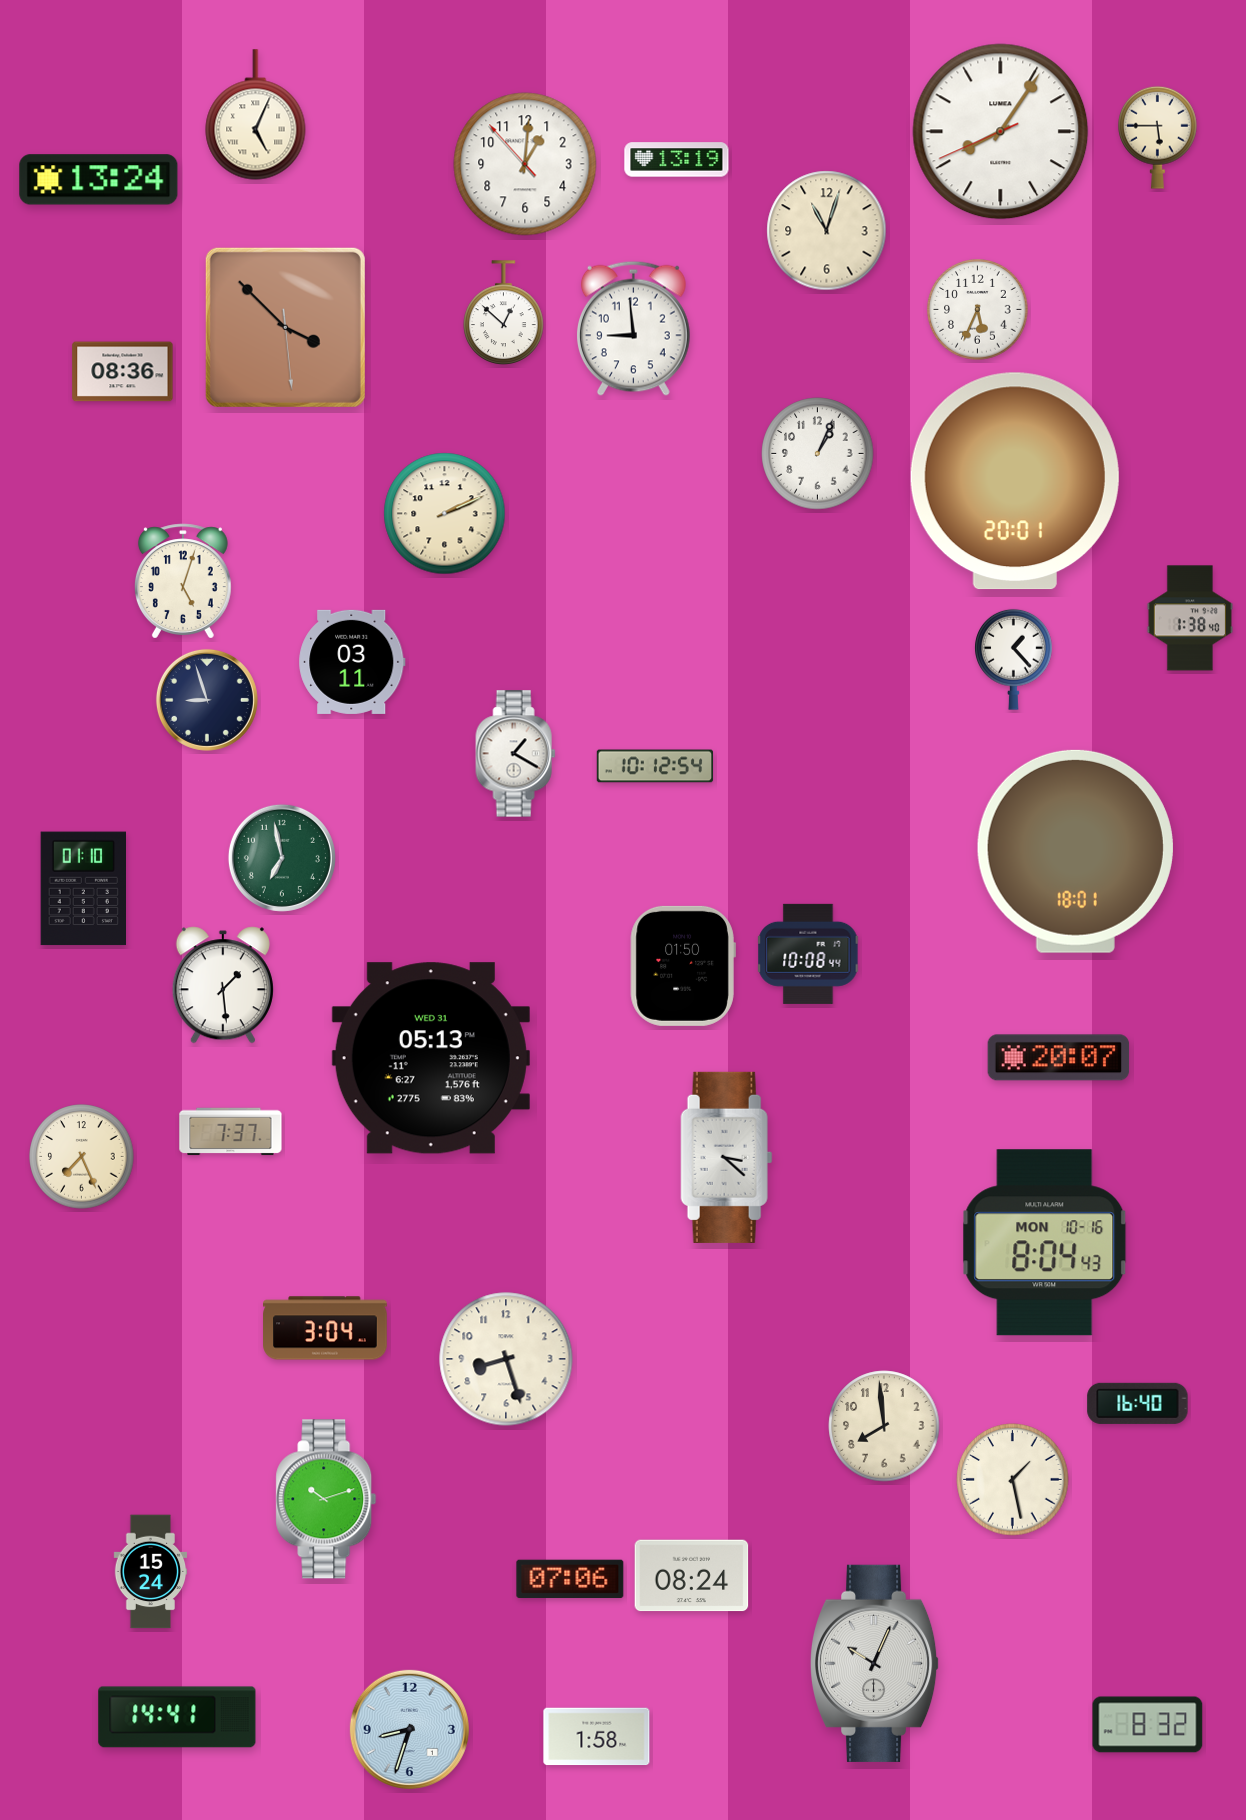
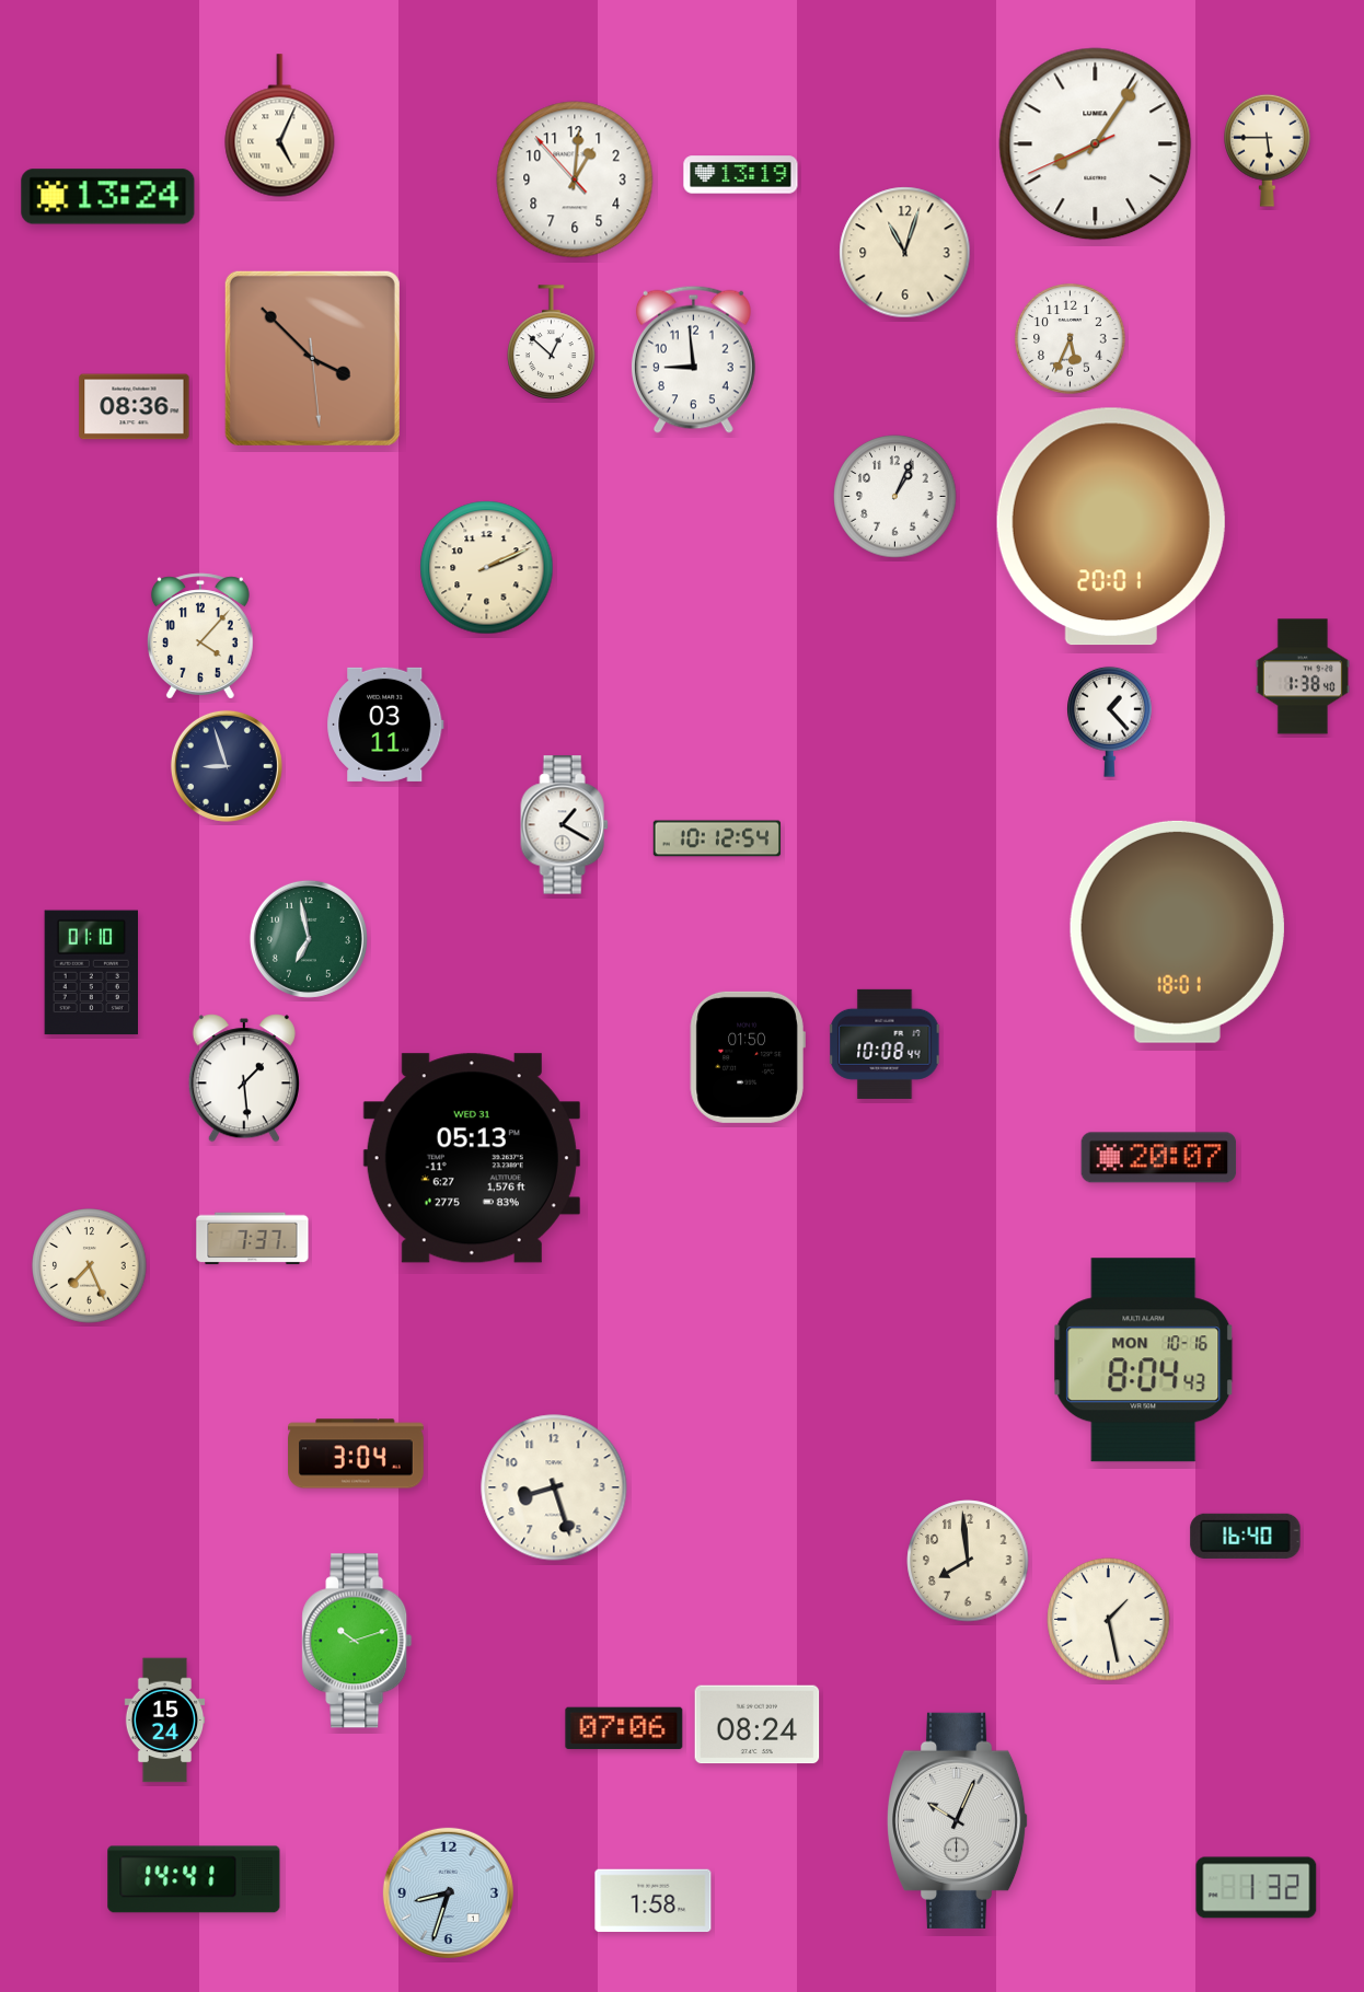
clock at (445, 514) position: (445, 514) -> (487, 568)
clock at (183, 581): 5:03 -> 4:07
clock at (727, 1157): 3:22 -> none
clock at (1148, 1725): 8:32 -> 1:32
